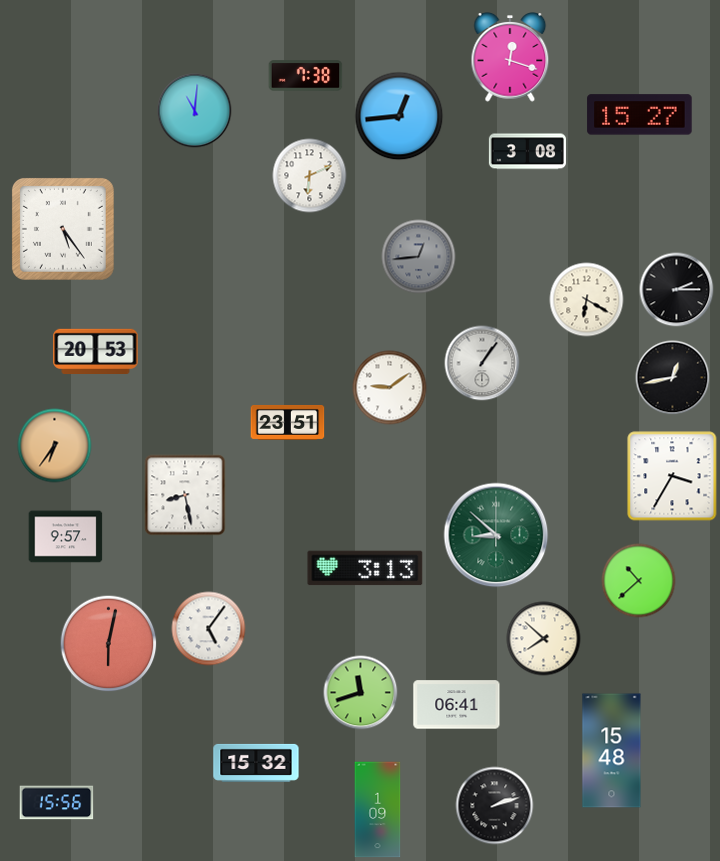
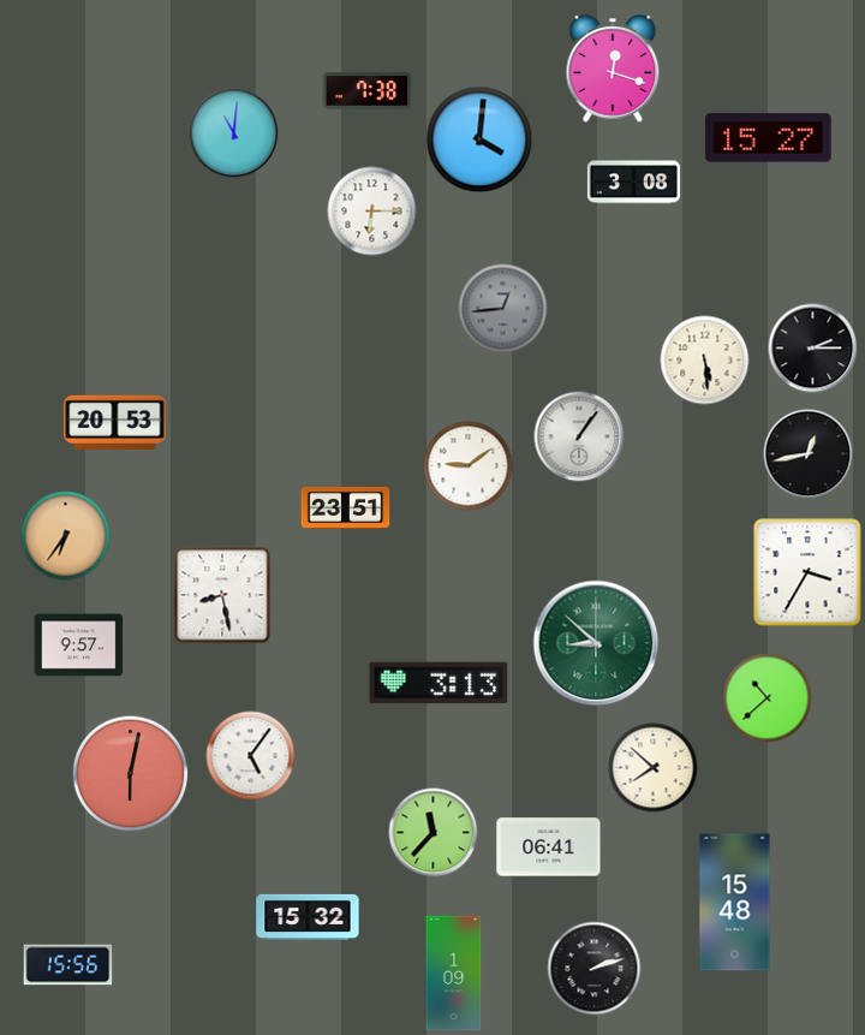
clock at (399, 116): 12:44 -> 4:01
clock at (310, 176): 6:11 -> 6:15
clock at (63, 229): 5:24 -> none
clock at (587, 300): 6:20 -> 5:29
clock at (361, 693): 11:42 -> 11:37
